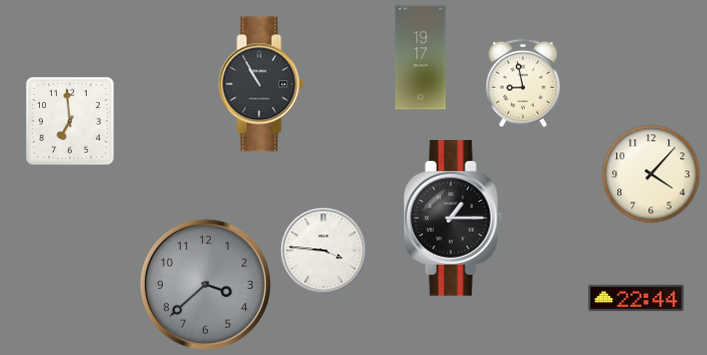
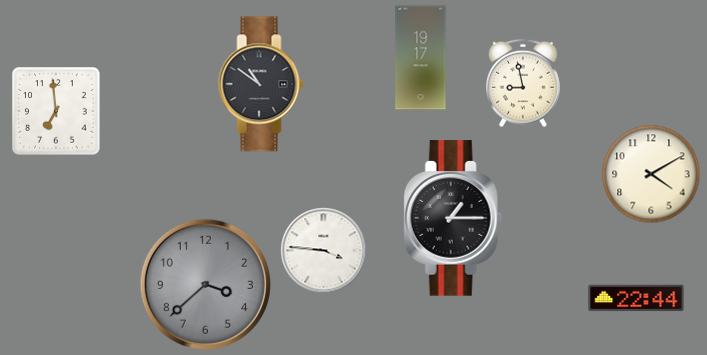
clock at (261, 84): 10:55 -> 10:51
clock at (70, 121) position: (70, 121) -> (56, 111)
clock at (651, 174): 4:07 -> 4:10
